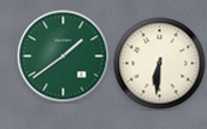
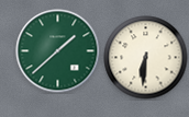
clock at (64, 57): 1:39 -> 1:38
